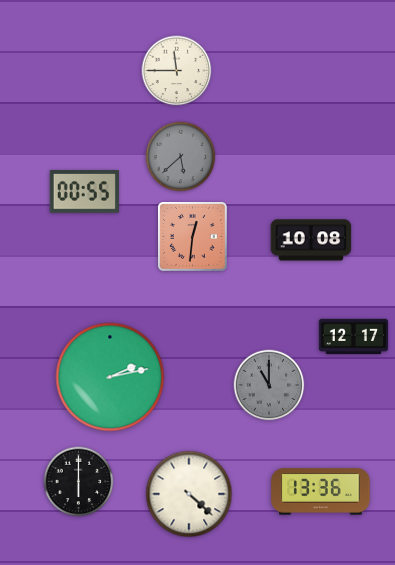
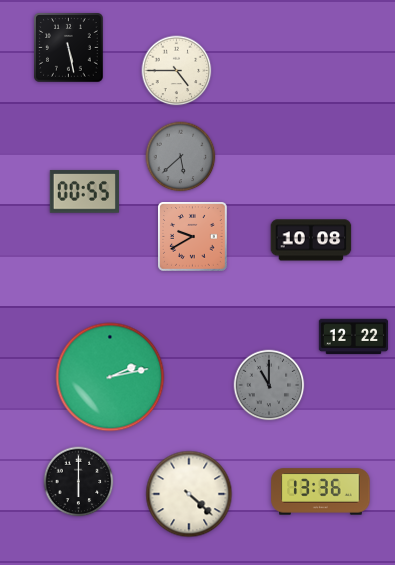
clock at (69, 48): none -> 5:28
clock at (177, 71): 11:45 -> 4:45
clock at (193, 237): 12:31 -> 9:40
clock at (354, 337): 12:17 -> 12:22
